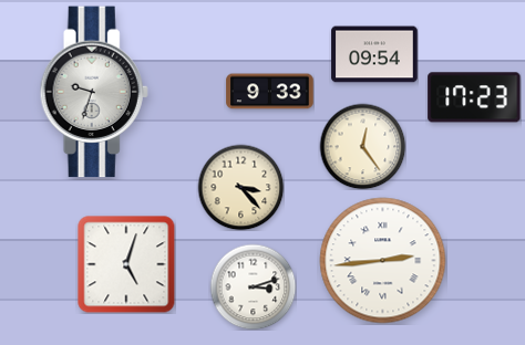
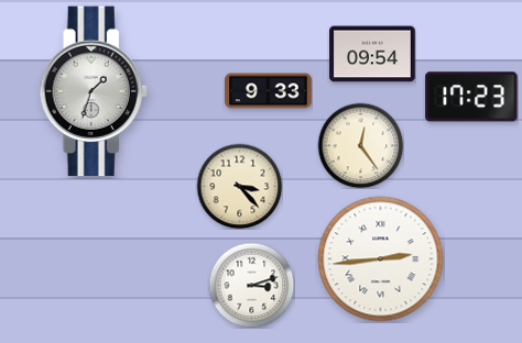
clock at (94, 92): 9:33 -> 1:33
clock at (126, 264): 5:03 -> none
